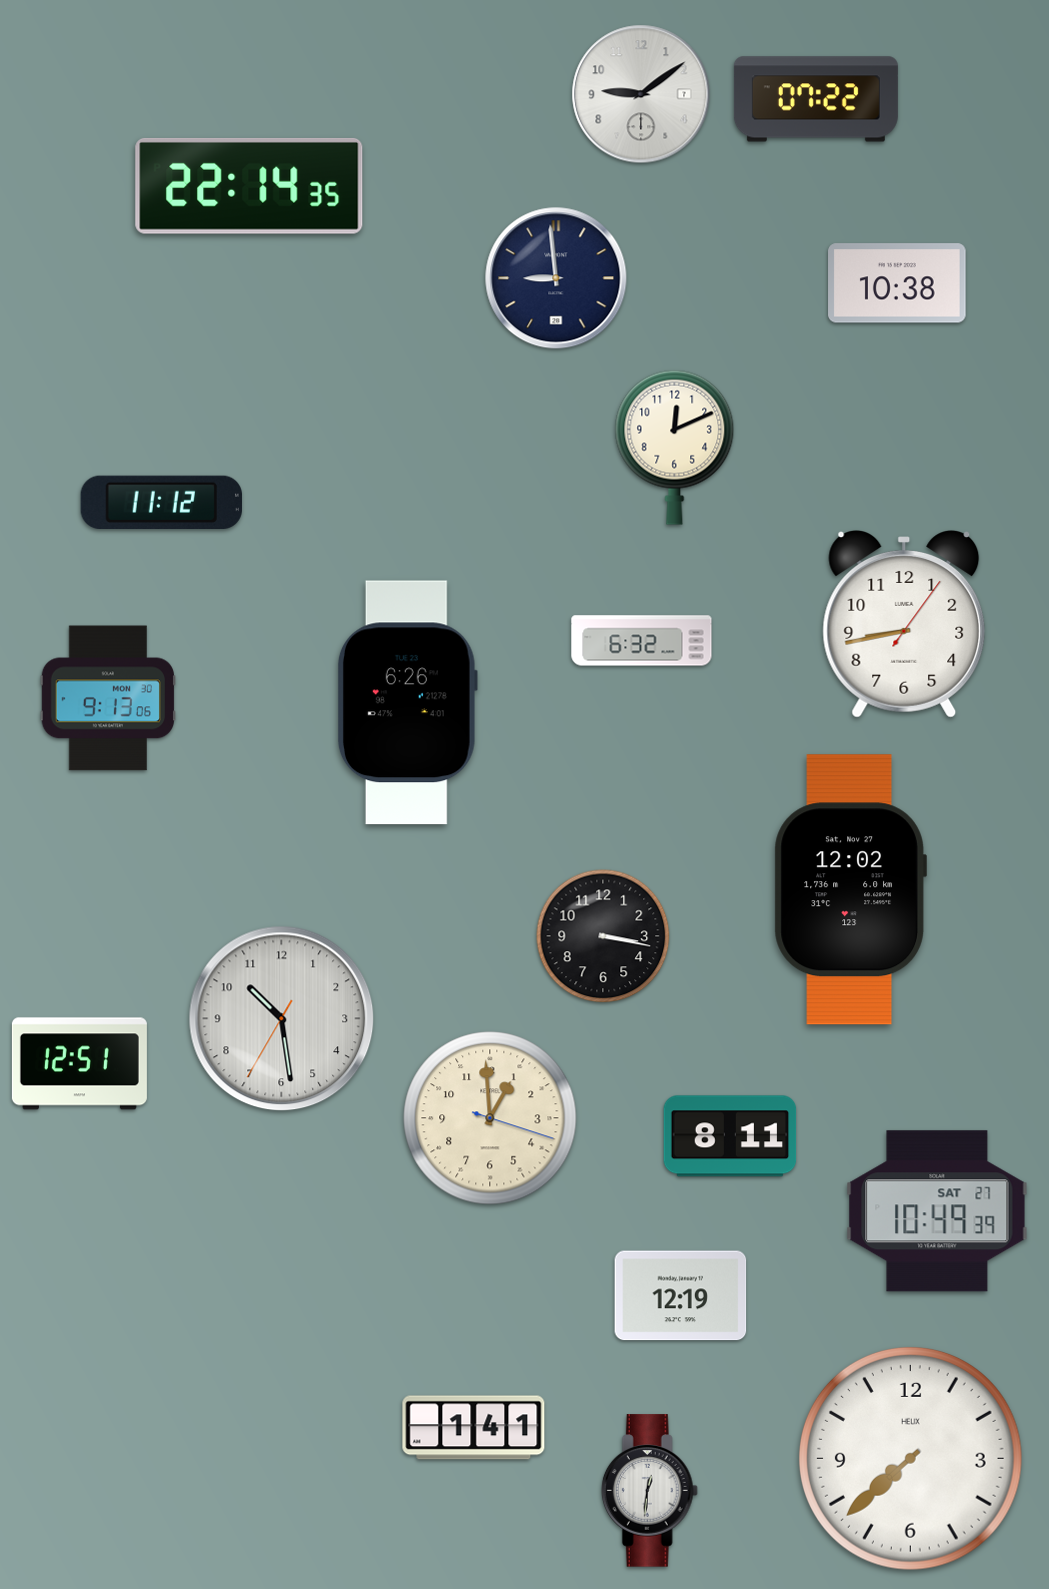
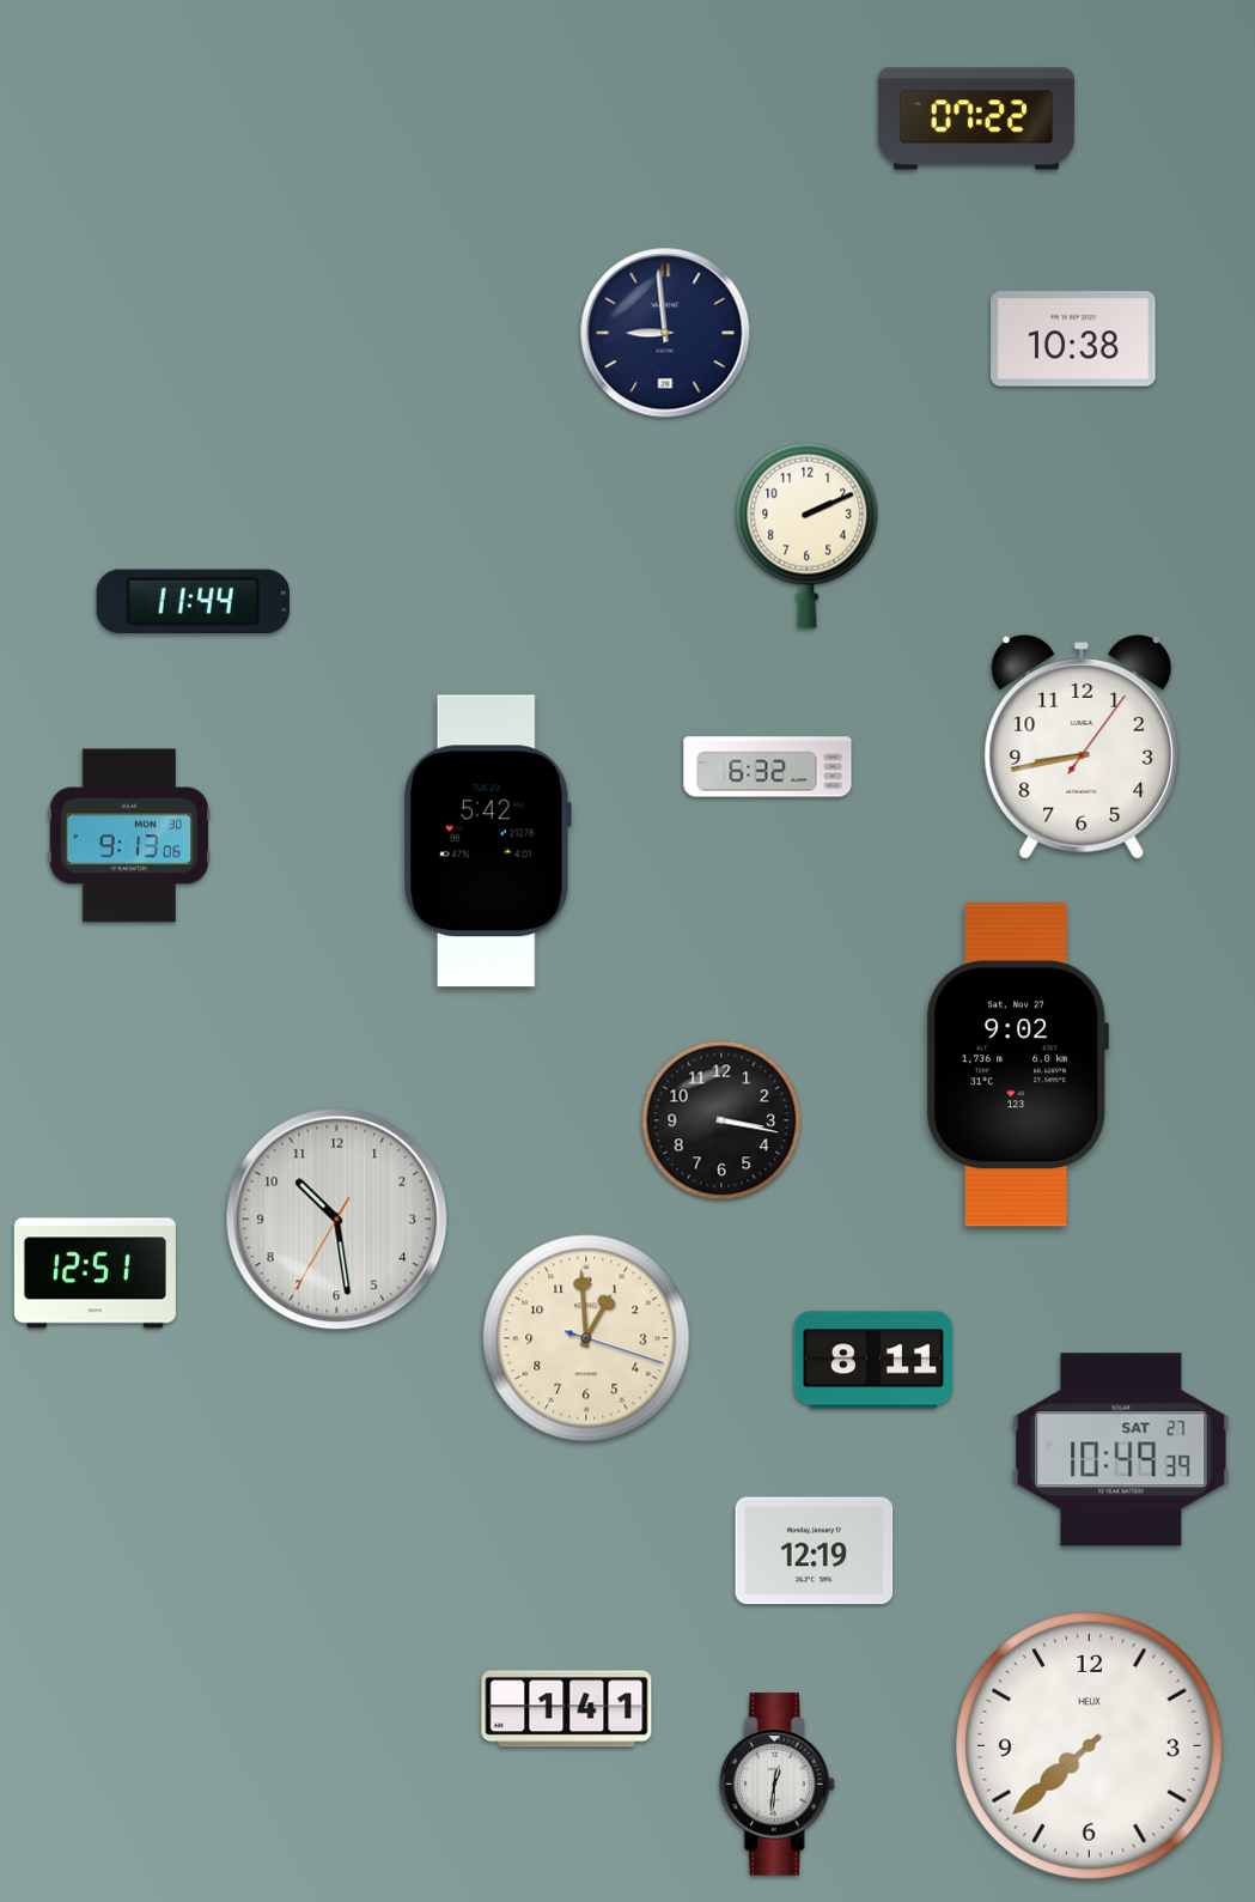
clock at (641, 94): 9:09 -> none
clock at (249, 186): 22:14 -> none
clock at (675, 447): 12:11 -> 2:11
clock at (161, 502): 11:12 -> 11:44
clock at (407, 703): 6:26 -> 5:42
clock at (850, 890): 12:02 -> 9:02
